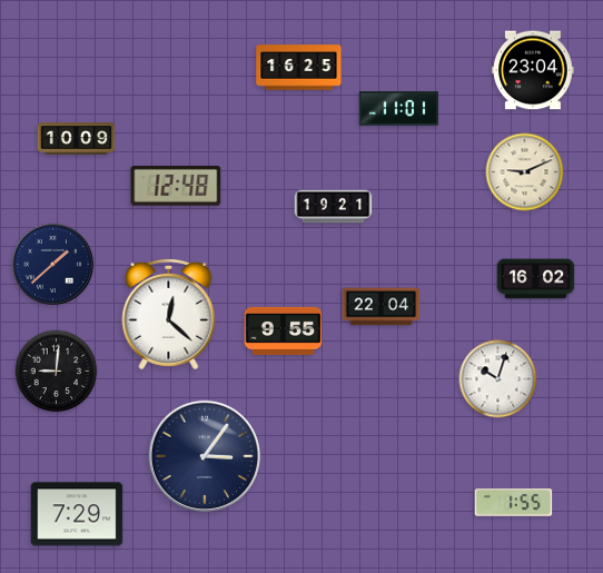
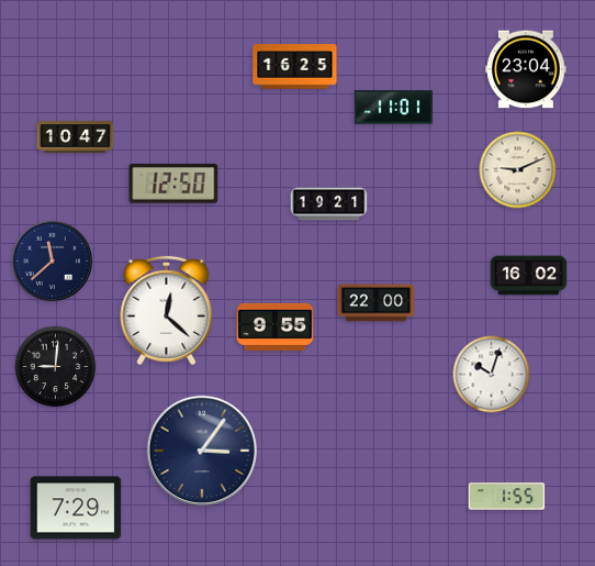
clock at (77, 139): 10:09 -> 10:47
clock at (176, 186): 12:48 -> 12:50
clock at (52, 264): 1:38 -> 11:38
clock at (382, 307): 22:04 -> 22:00
clock at (284, 330) position: (284, 330) -> (276, 326)
